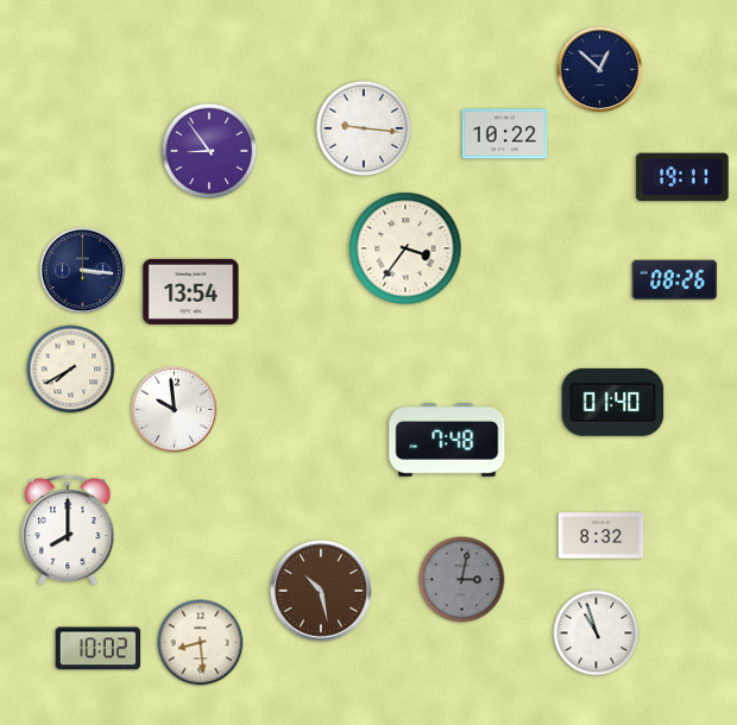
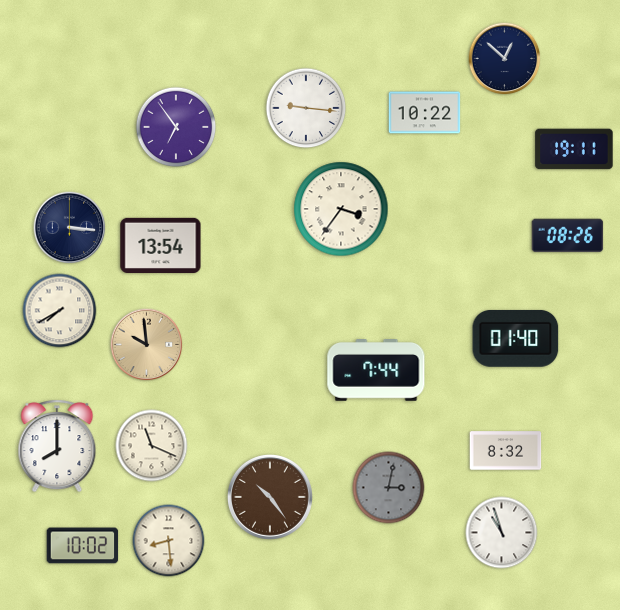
clock at (209, 151): 8:54 -> 6:54
clock at (175, 410) dial: white -> champagne
clock at (447, 441): 7:48 -> 7:44
clock at (152, 446): none -> 11:19
clock at (321, 591): 10:28 -> 10:24
